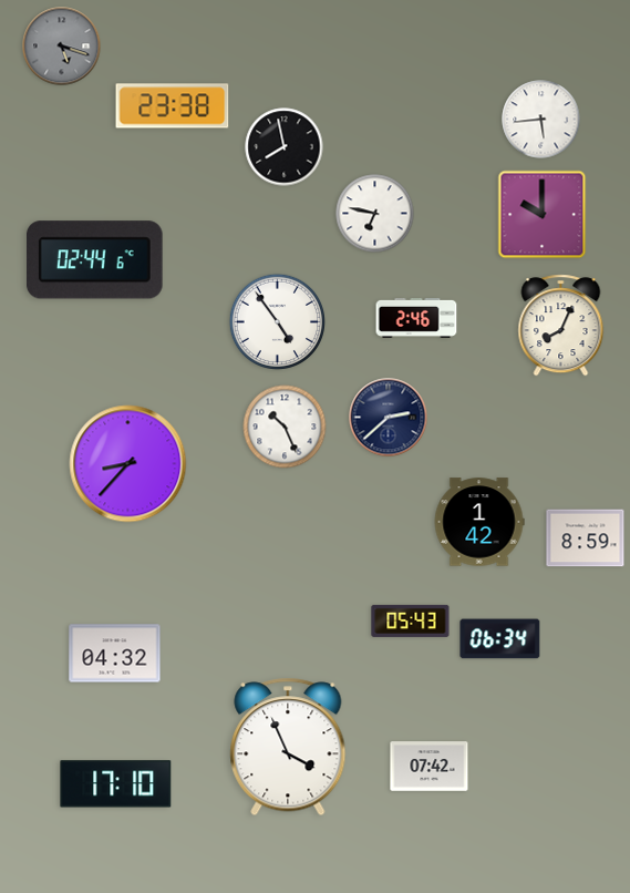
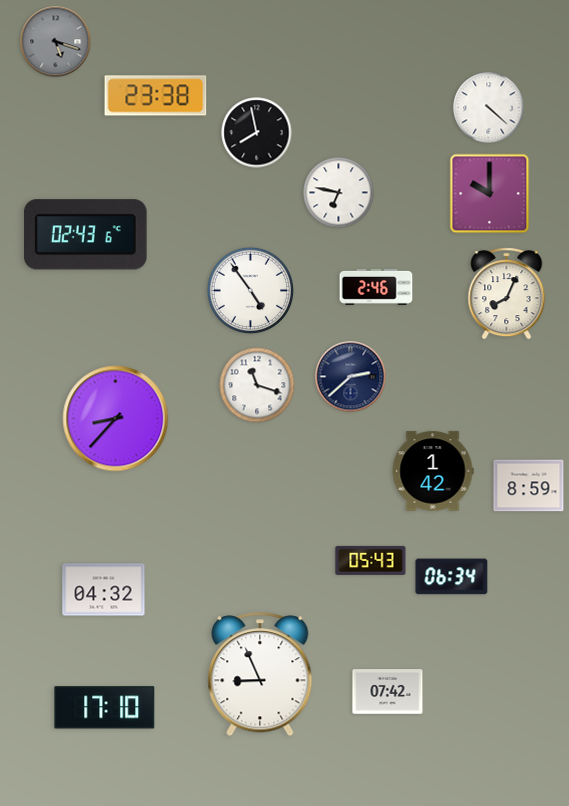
clock at (541, 120): 5:44 -> 4:22
clock at (94, 260): 02:44 -> 02:43
clock at (285, 427): 10:26 -> 11:18
clock at (288, 747): 3:56 -> 8:56
